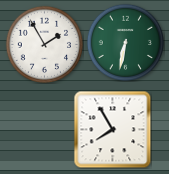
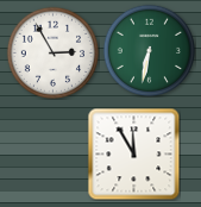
clock at (44, 44): 1:55 -> 2:55
clock at (112, 129): 7:55 -> 11:55
